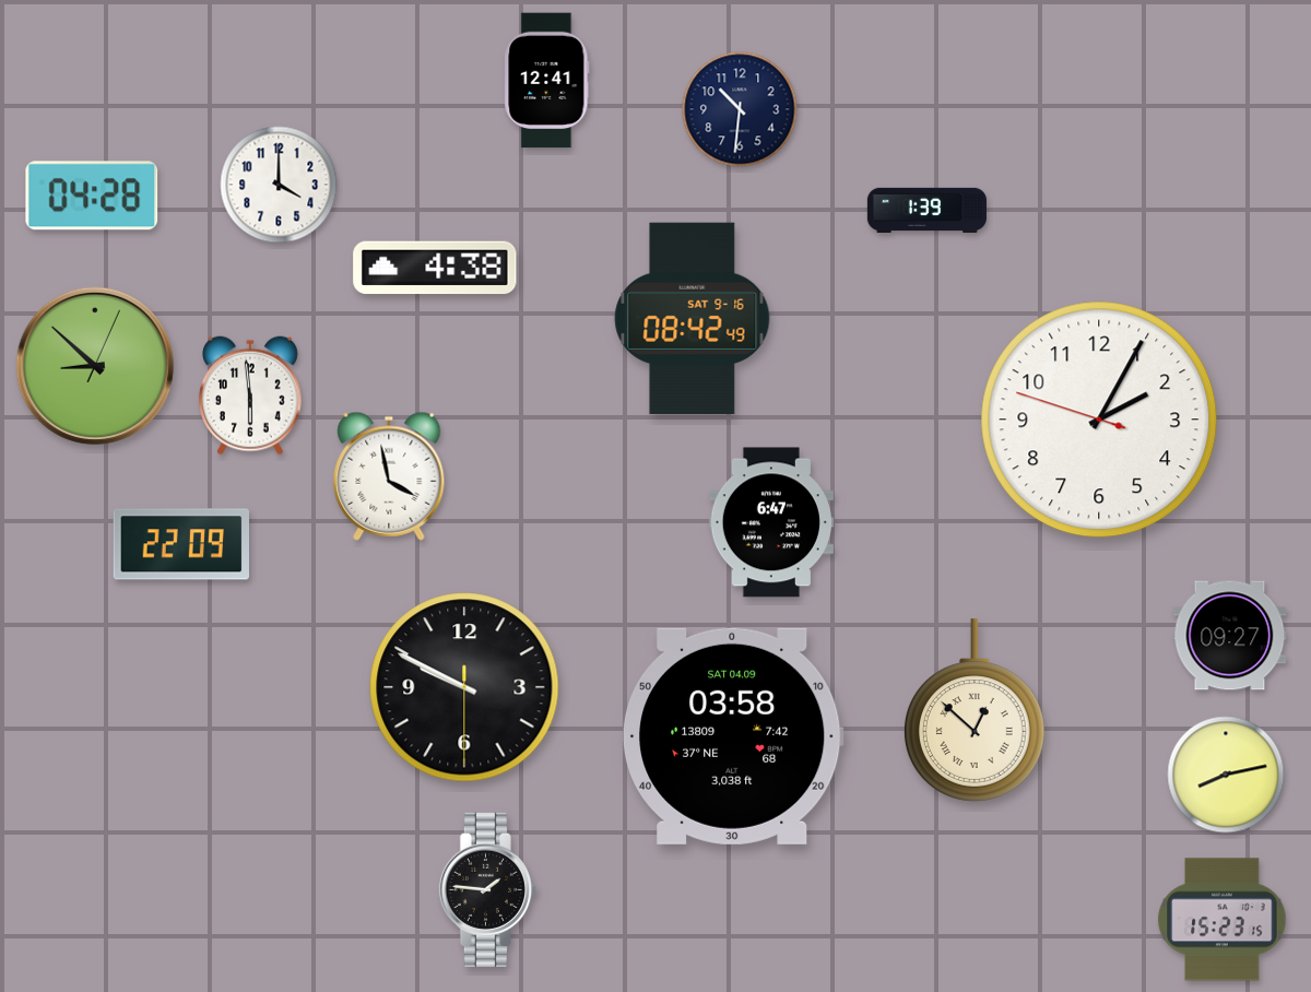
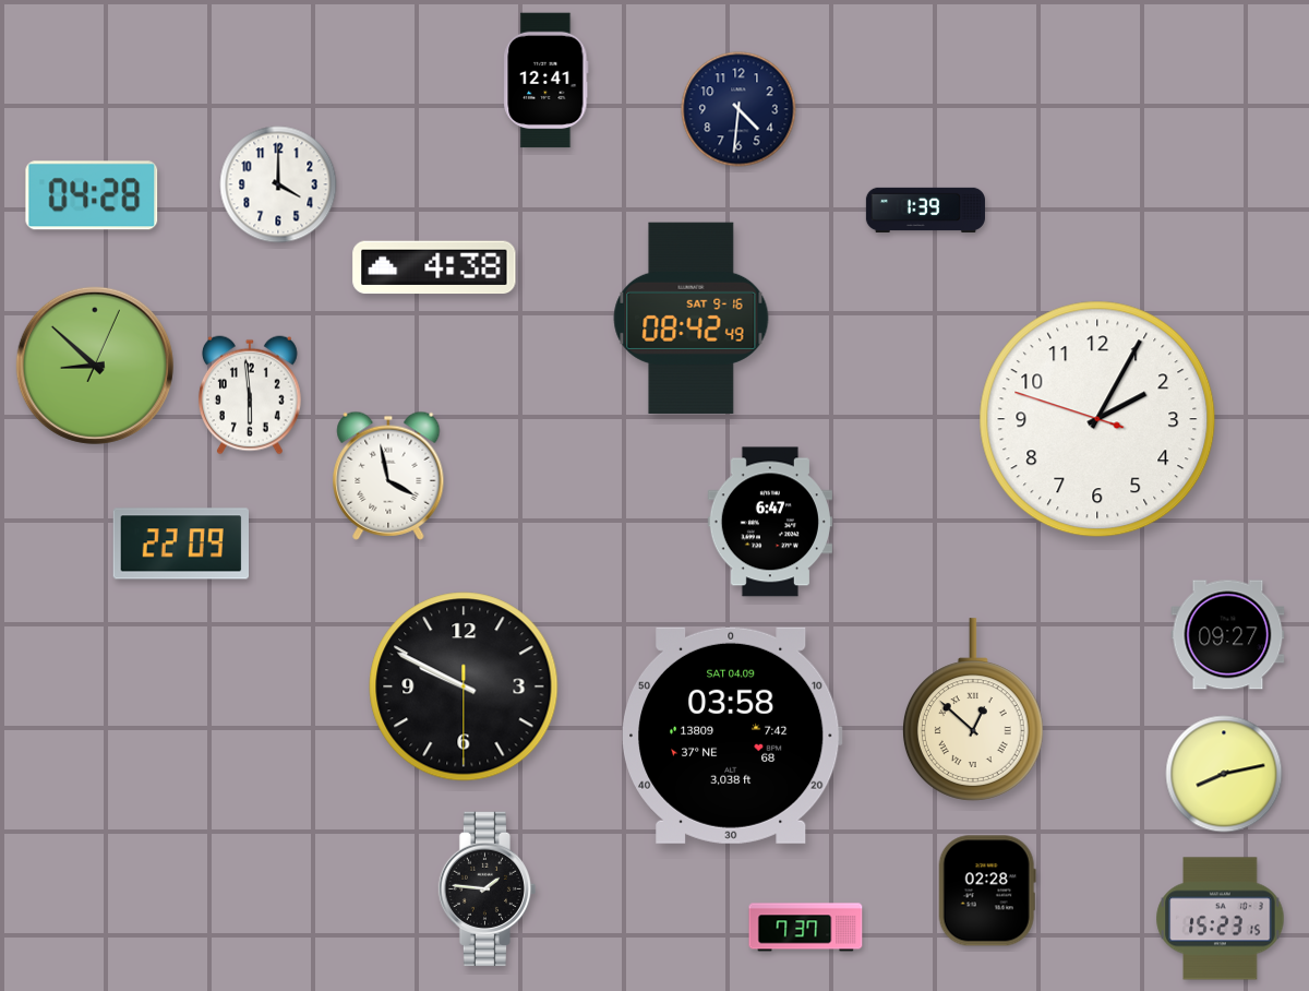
clock at (740, 109): 10:31 -> 4:31
clock at (987, 891): none -> 02:28
clock at (806, 928): none -> 7:37
